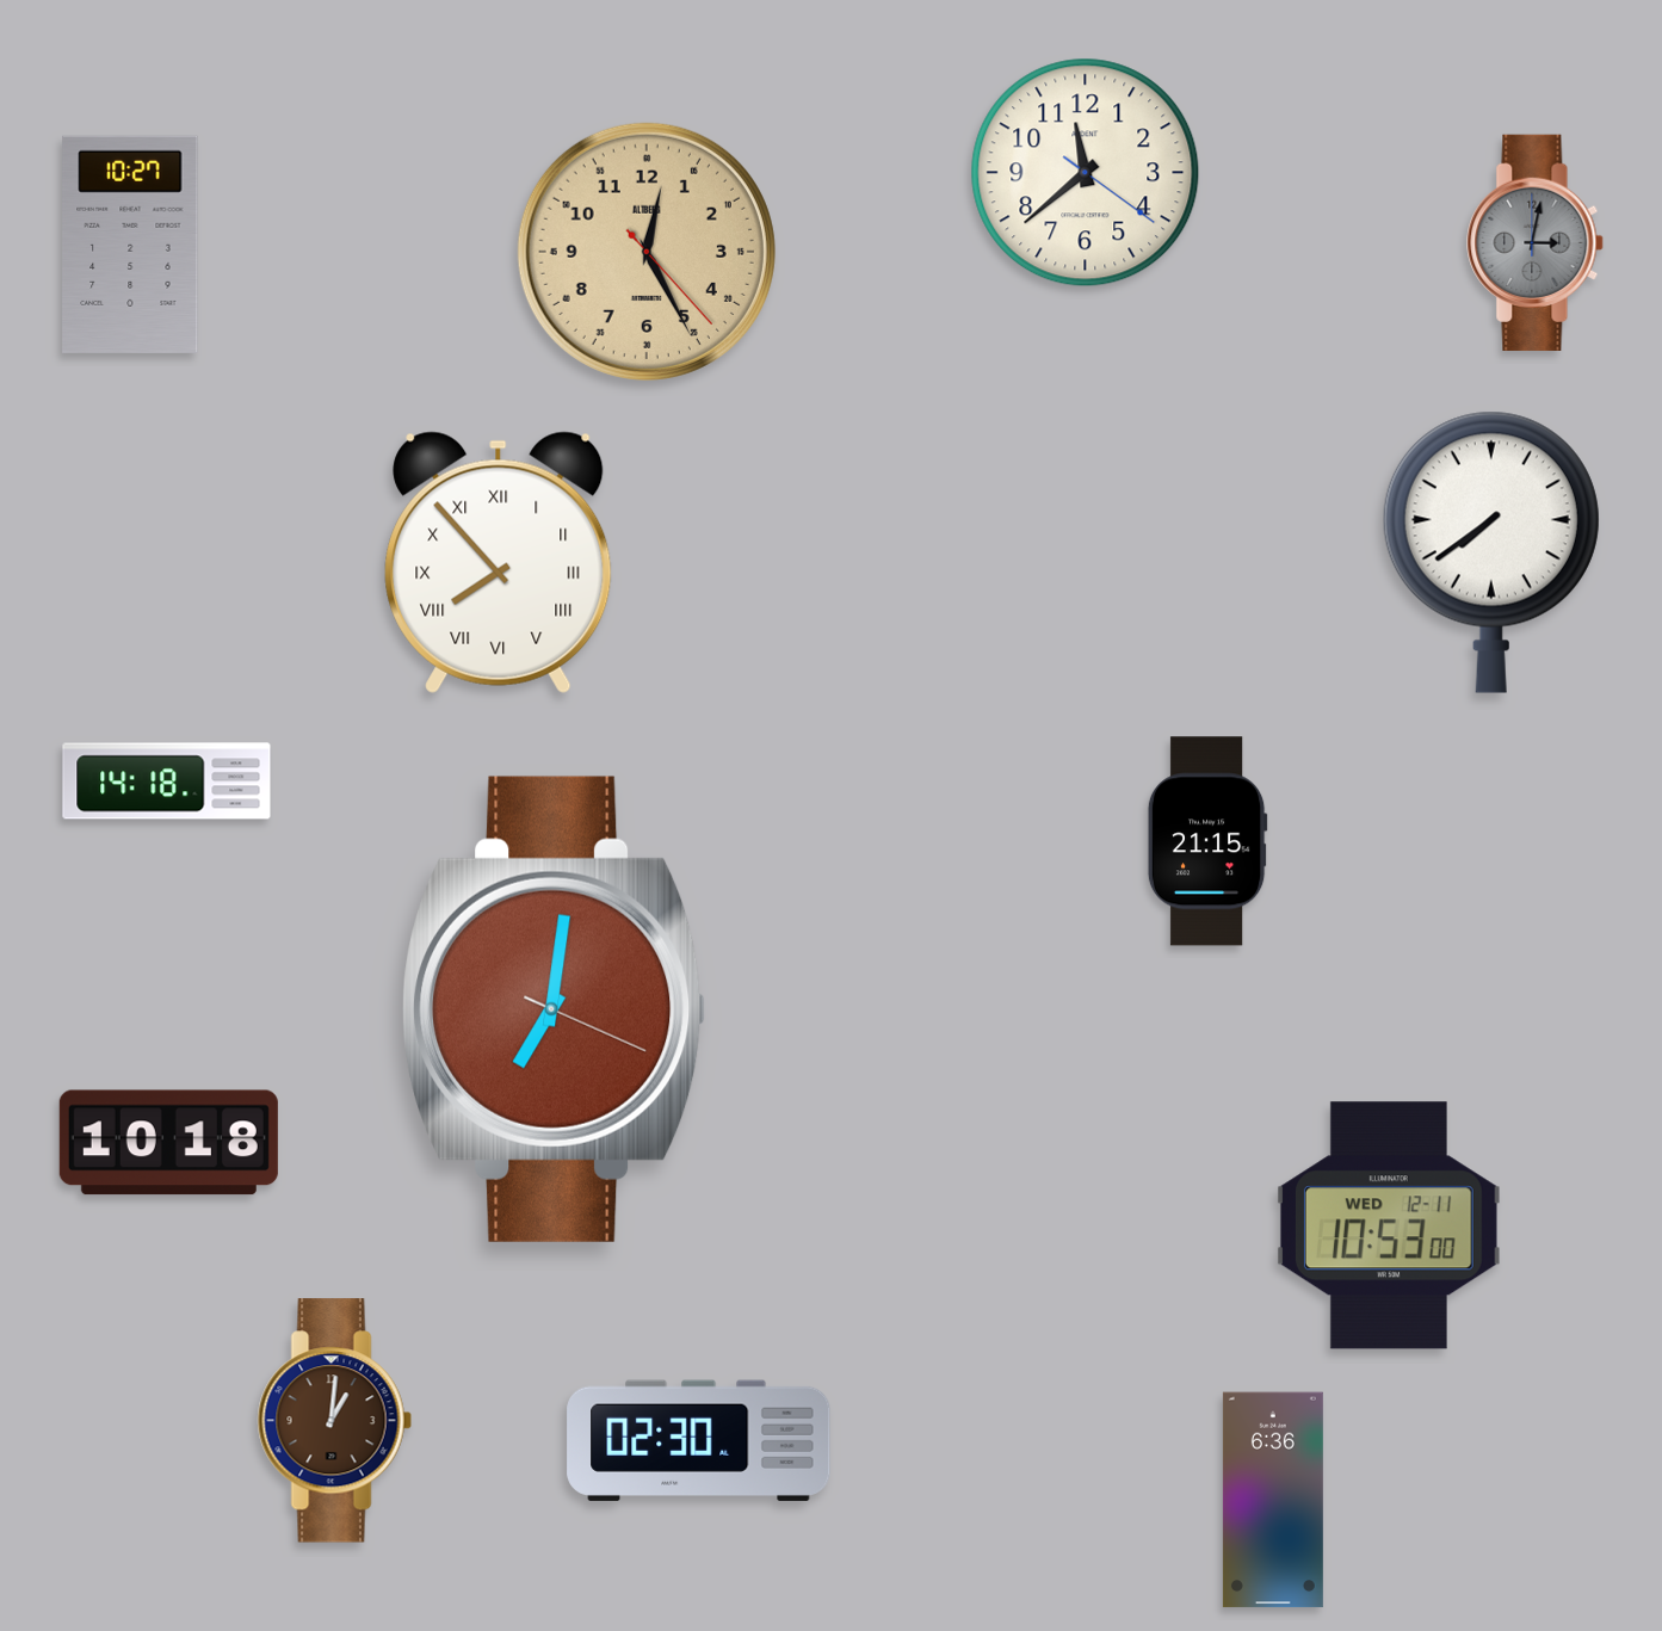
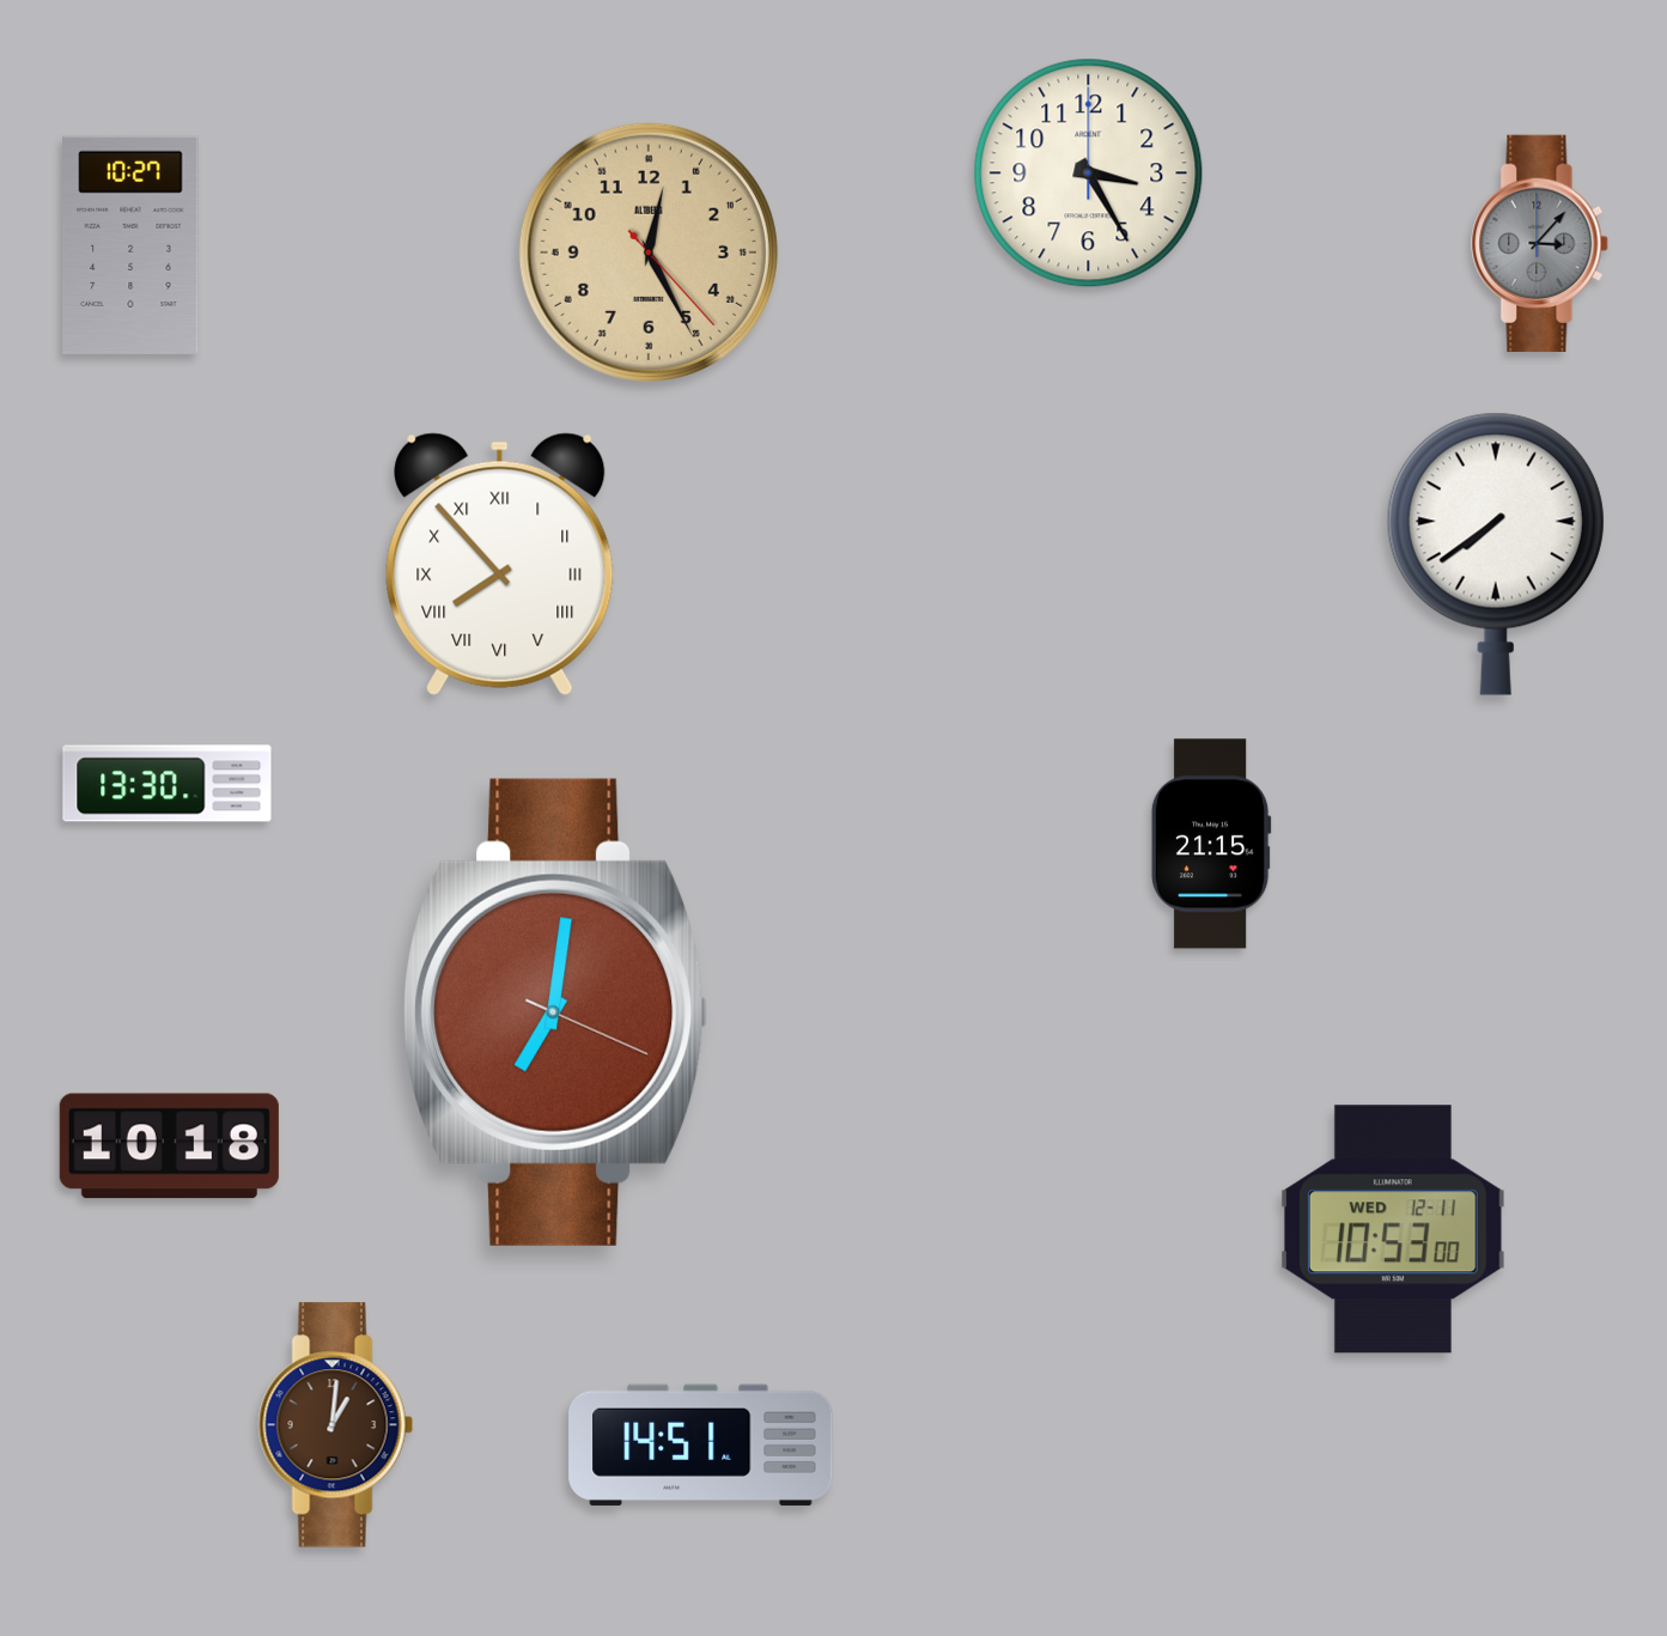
clock at (1086, 173): 11:38 -> 3:25
clock at (1536, 242): 3:02 -> 3:07
clock at (167, 781): 14:18 -> 13:30
clock at (699, 1440): 02:30 -> 14:51
clock at (1273, 1500): 6:36 -> none
